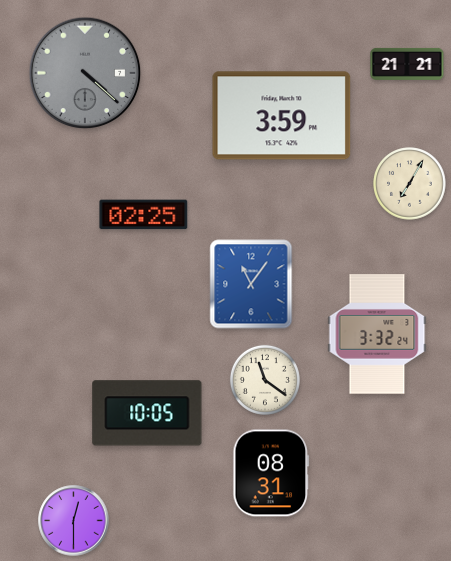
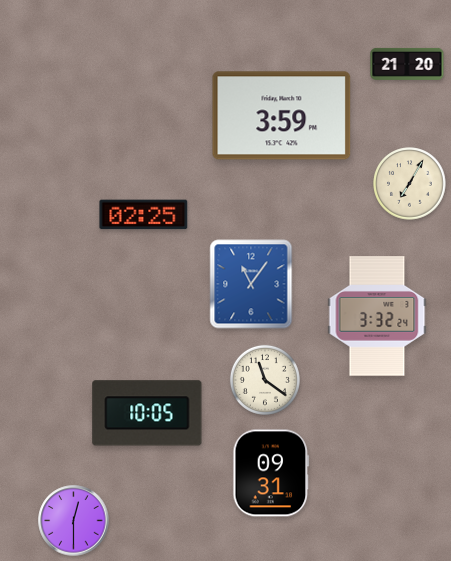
clock at (407, 64): 21:21 -> 21:20
clock at (85, 73): 4:22 -> none
clock at (377, 334) position: (377, 334) -> (377, 316)
clock at (271, 473): 08:31 -> 09:31
